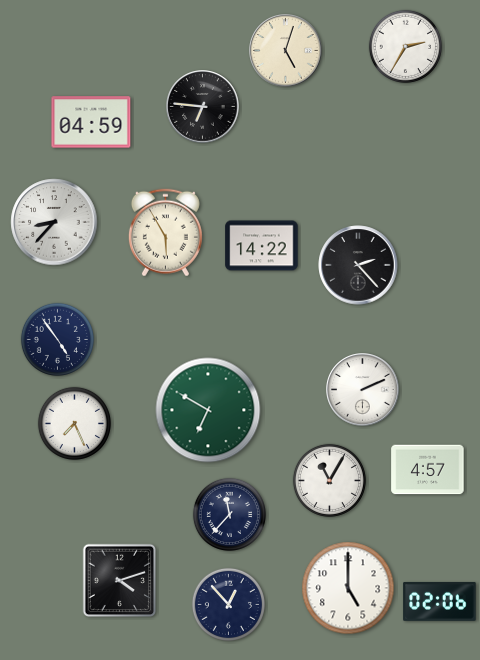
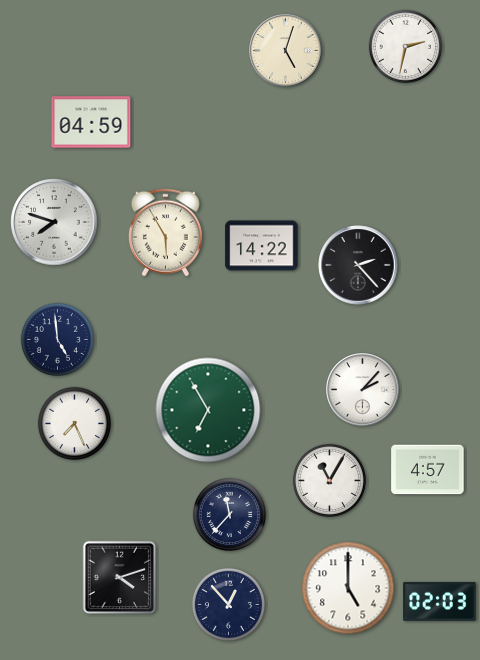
clock at (405, 46): 2:35 -> 2:32
clock at (203, 107): 6:46 -> none
clock at (54, 222): 8:37 -> 7:48
clock at (57, 339): 4:54 -> 4:59
clock at (363, 390): 2:11 -> 2:07
clock at (208, 410): 6:50 -> 6:55
clock at (120, 581) position: (120, 581) -> (120, 578)
clock at (440, 601): 02:06 -> 02:03
